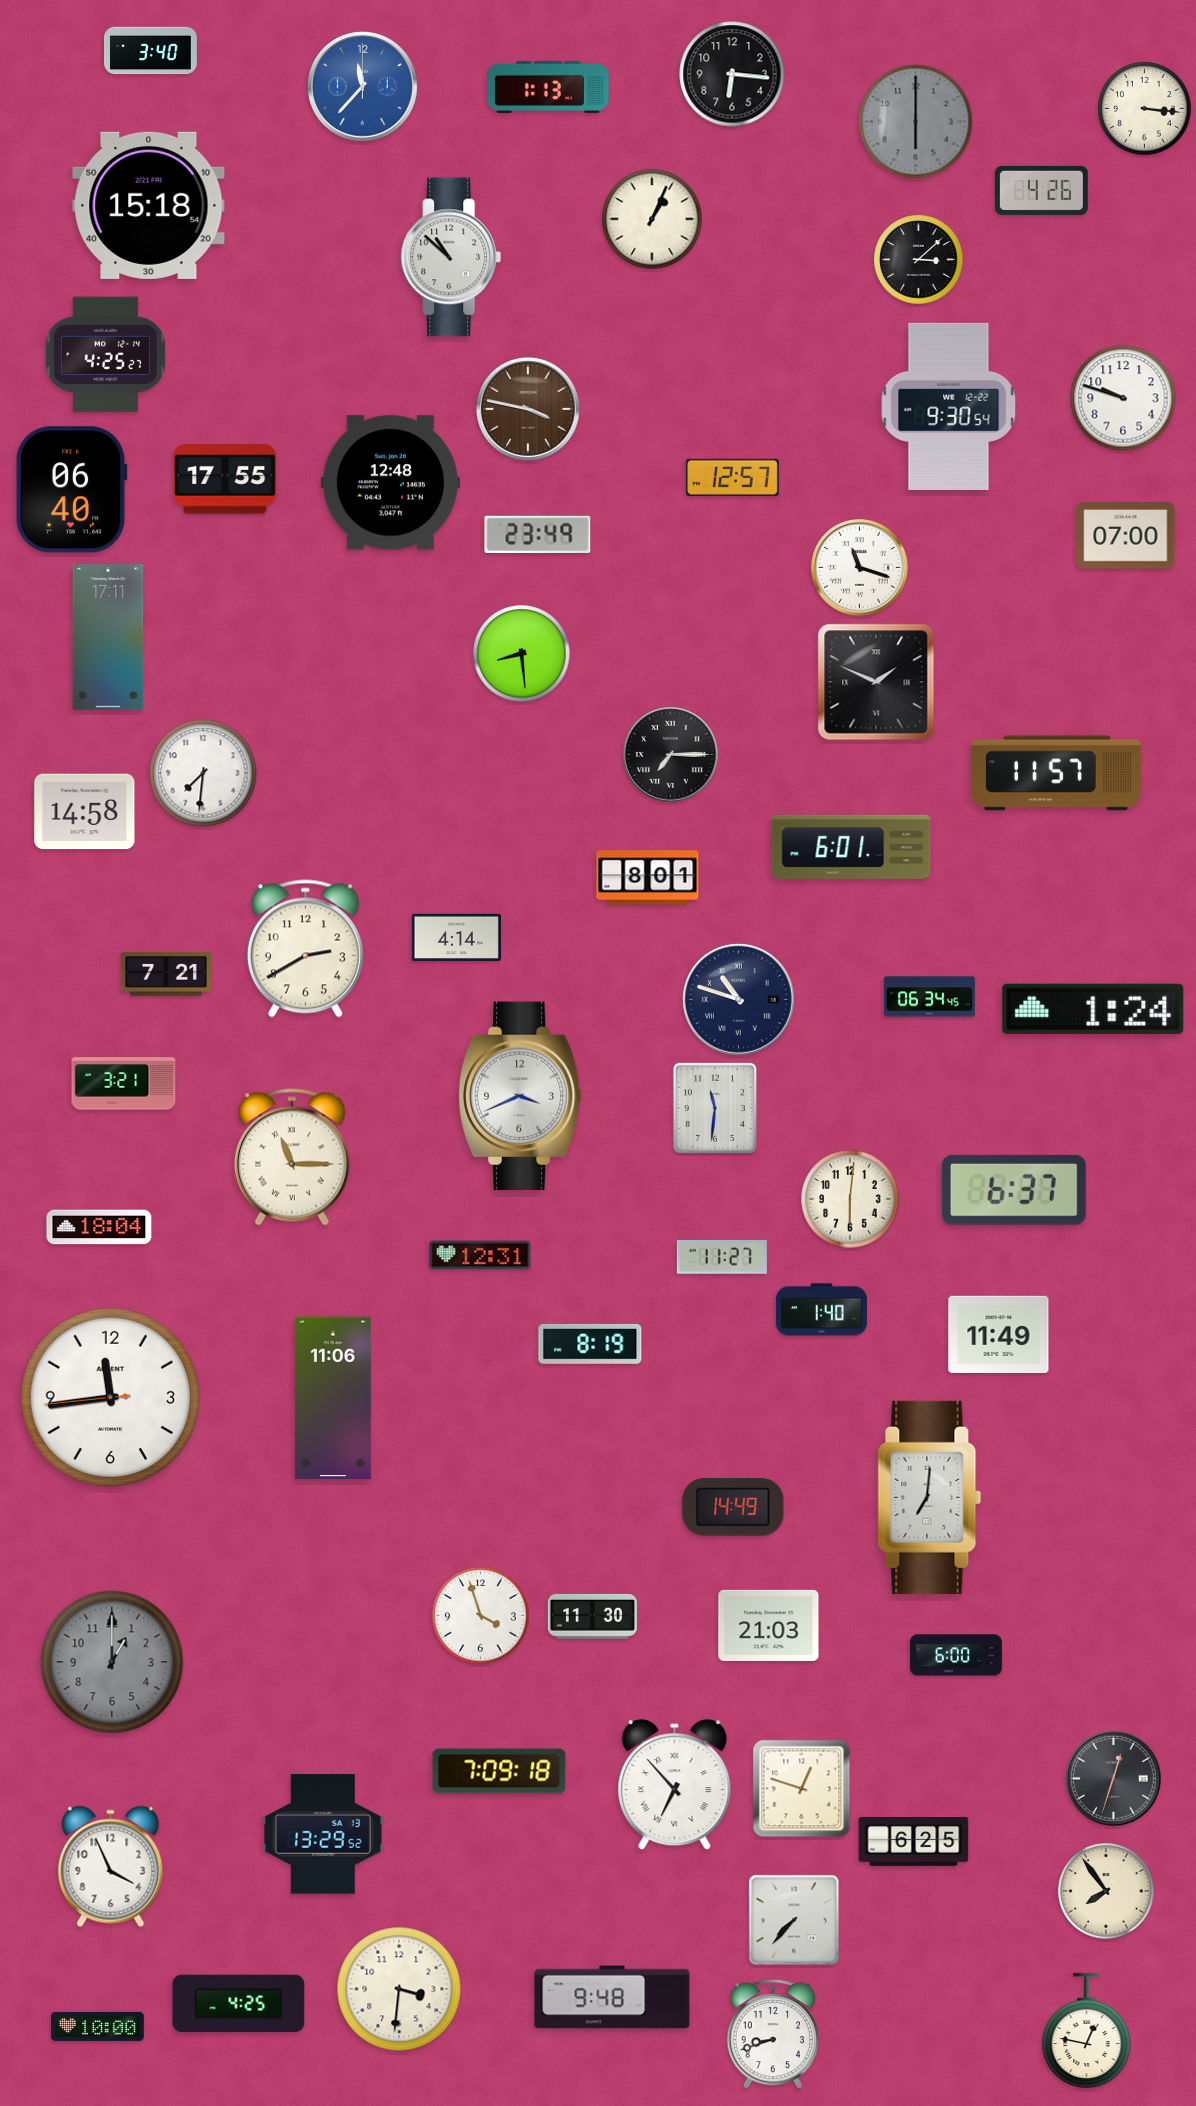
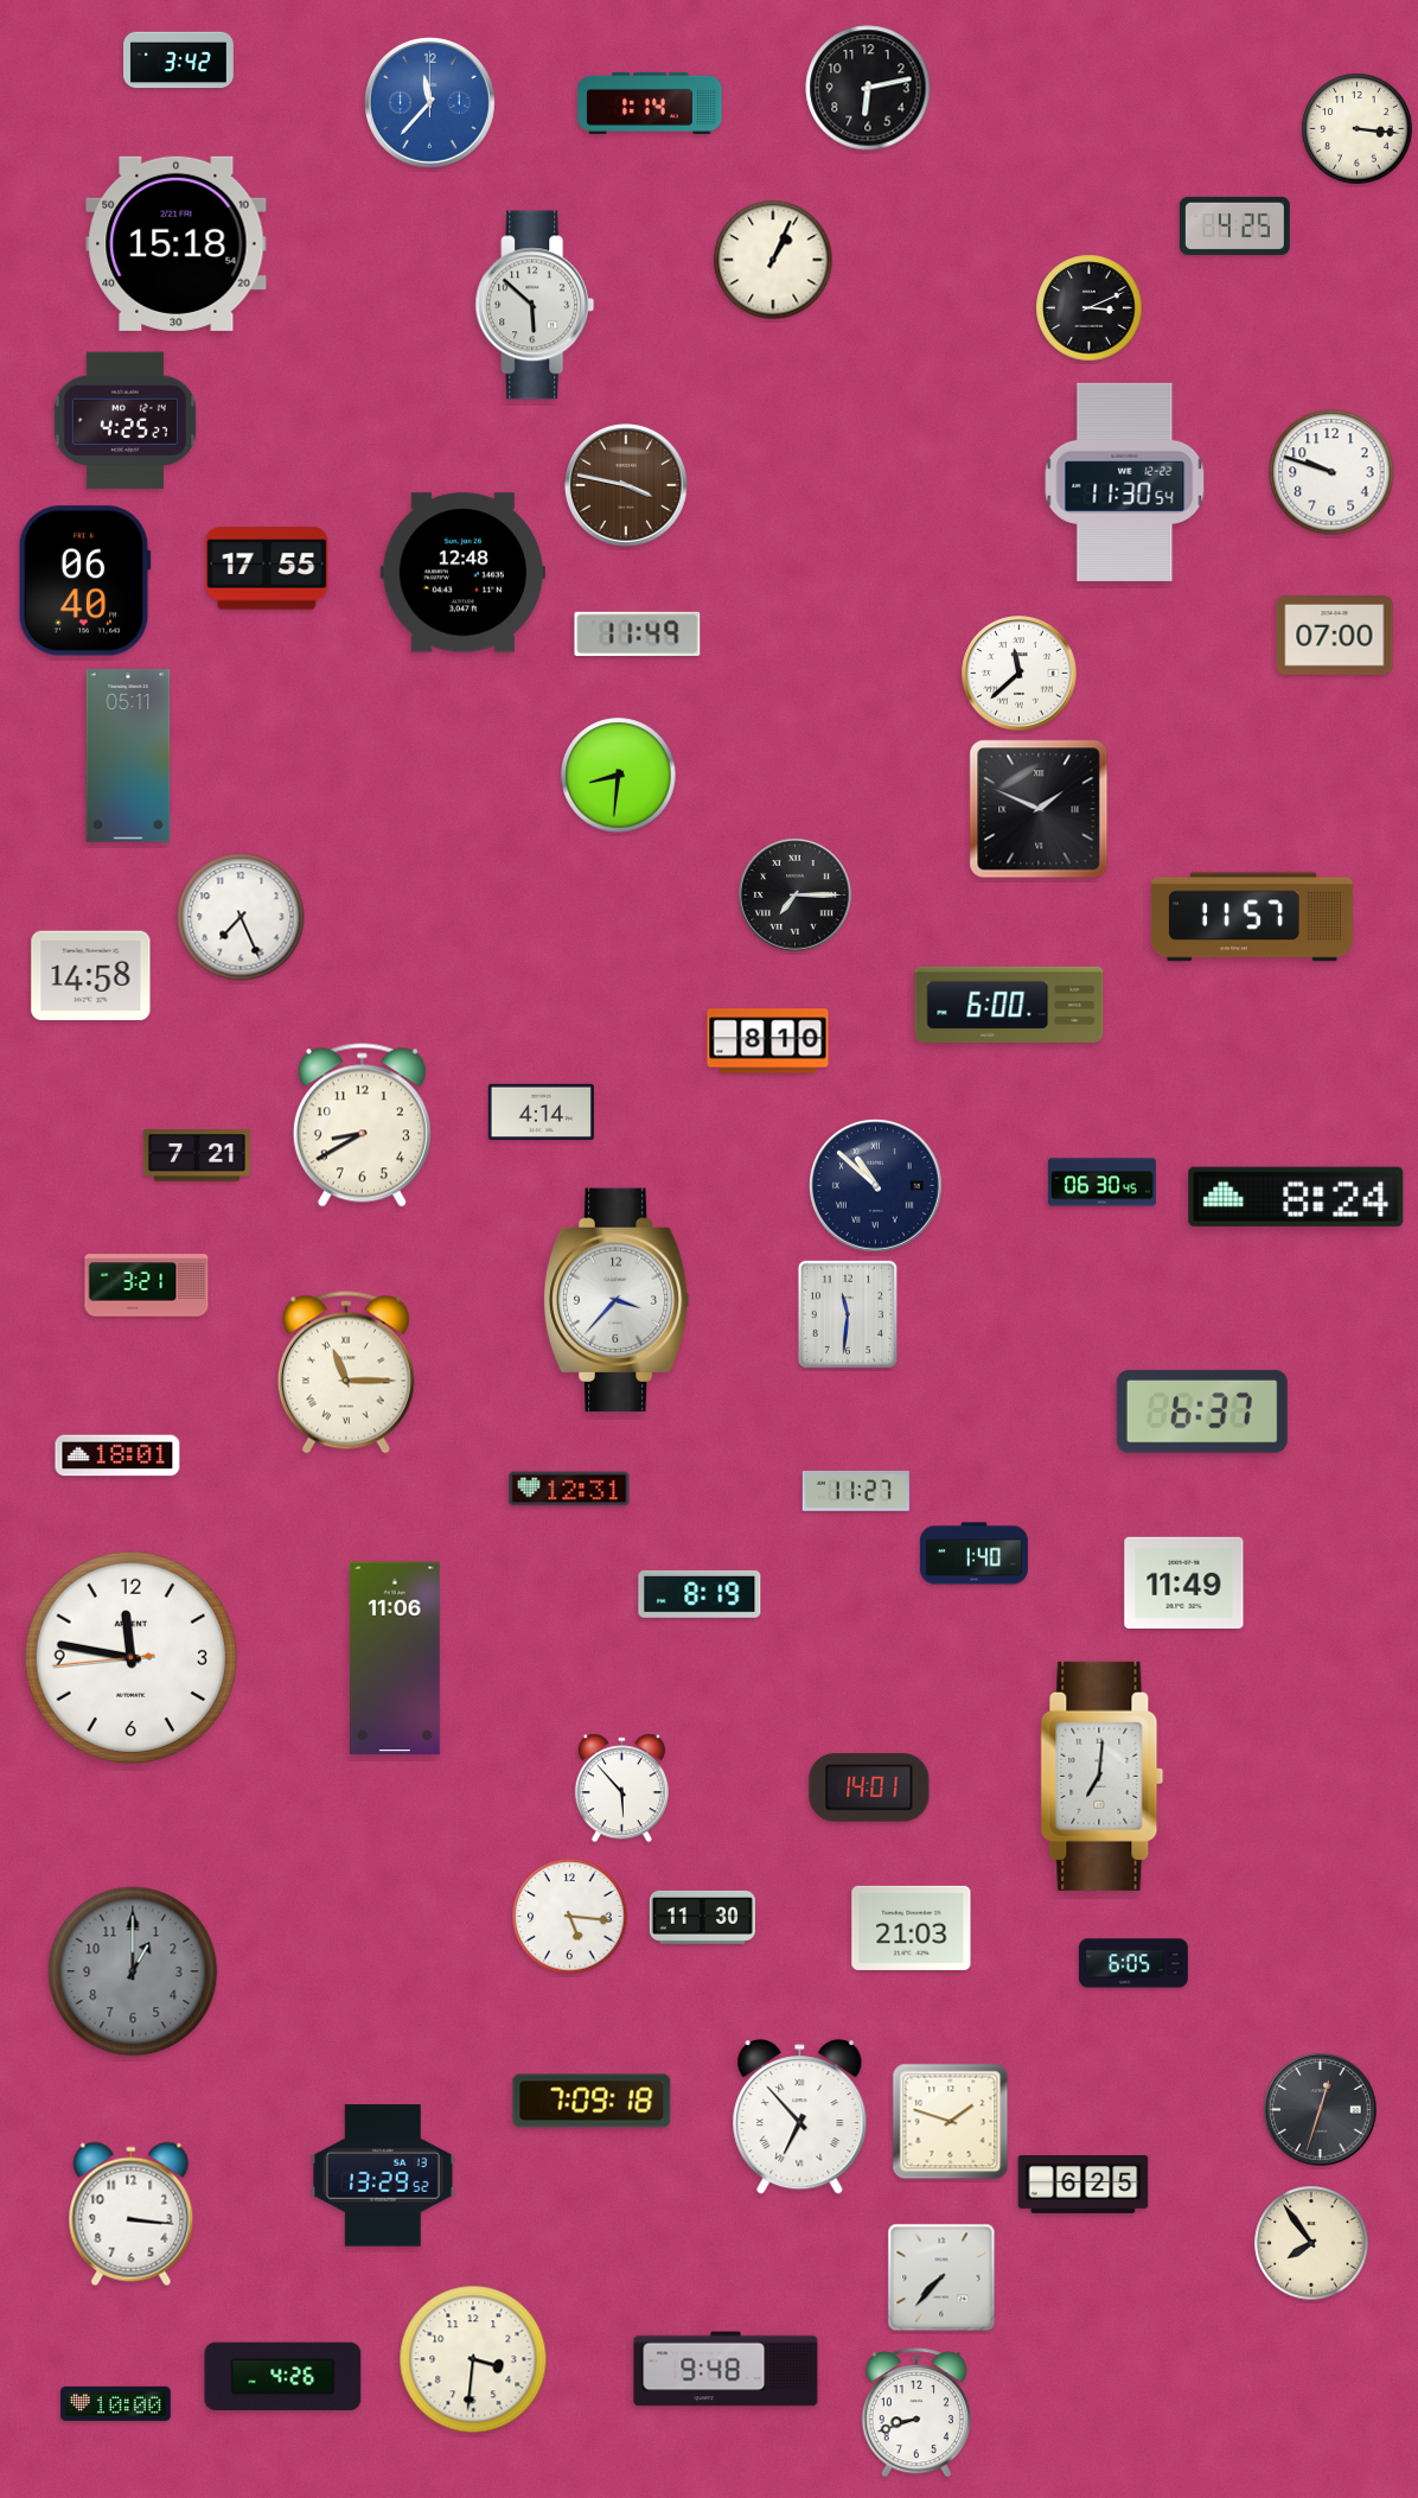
clock at (151, 51): 3:40 -> 3:42
clock at (732, 74): 6:16 -> 6:13
clock at (548, 87): 1:13 -> 1:14
clock at (916, 122): 6:00 -> none
clock at (1041, 190): 4:26 -> 4:25
clock at (451, 257): 10:52 -> 5:52
clock at (919, 260): 3:08 -> 3:11
clock at (949, 406): 9:30 -> 11:30
clock at (732, 477): 12:57 -> none
clock at (538, 534): 23:49 -> 11:49
clock at (860, 568): 11:18 -> 11:38
clock at (108, 637): 17:11 -> 05:11
clock at (522, 654): 8:29 -> 8:31
clock at (203, 773): 7:31 -> 7:26
clock at (85, 812) position: (85, 812) -> (91, 976)
clock at (851, 847): 6:01 -> 6:00
clock at (648, 878): 8:01 -> 8:10
clock at (305, 949): 2:40 -> 8:40
clock at (929, 997): 06:34 -> 06:30
clock at (738, 999): 10:48 -> 10:52
clock at (1093, 1009): 1:24 -> 8:24
clock at (520, 1096): 3:41 -> 3:37
clock at (850, 1199): 6:01 -> none
clock at (99, 1227): 18:04 -> 18:01
clock at (110, 1397): 11:43 -> 11:46
clock at (733, 1507): 14:49 -> 14:01
clock at (621, 1789): none -> 5:53
clock at (481, 1616): 3:57 -> 5:16
clock at (956, 1655): 6:00 -> 6:05
clock at (802, 1789): 12:48 -> 1:48
clock at (111, 1867): 3:56 -> 3:16
clock at (239, 2004): 4:25 -> 4:26
clock at (1087, 2031): 12:47 -> none
